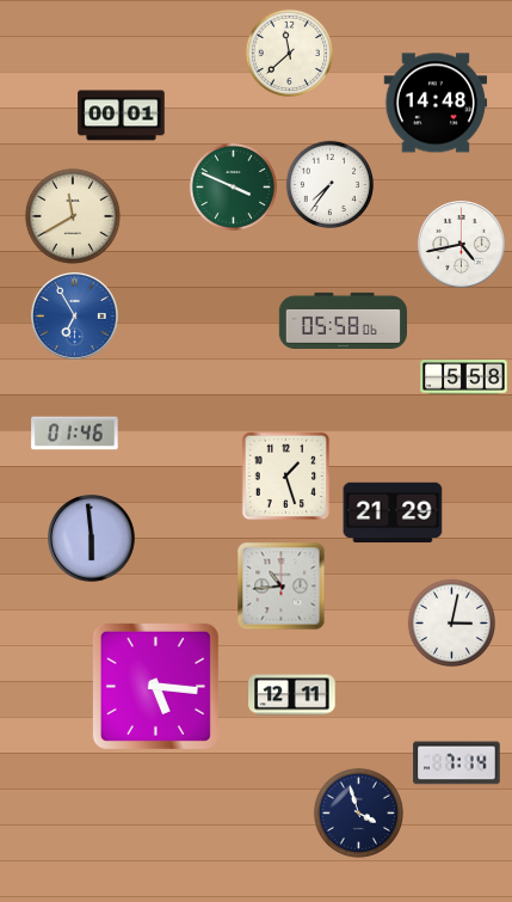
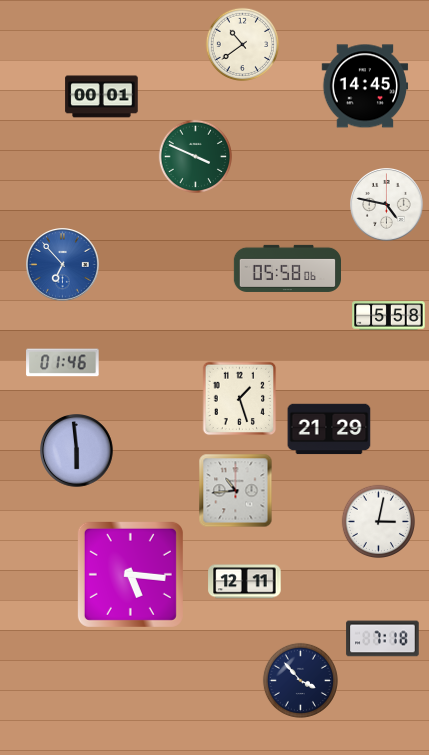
clock at (289, 53): 11:38 -> 10:39
clock at (436, 103): 14:48 -> 14:45
clock at (329, 184): 7:36 -> none
clock at (73, 216): 11:40 -> none
clock at (462, 245): 4:43 -> 4:47
clock at (75, 317): 6:55 -> 6:53
clock at (457, 763): 7:14 -> 7:18
clock at (358, 812): 3:57 -> 3:53
